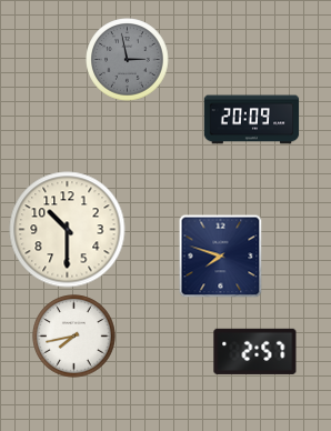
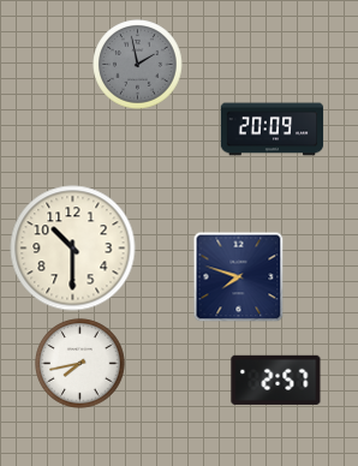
clock at (128, 60): 2:58 -> 1:58
